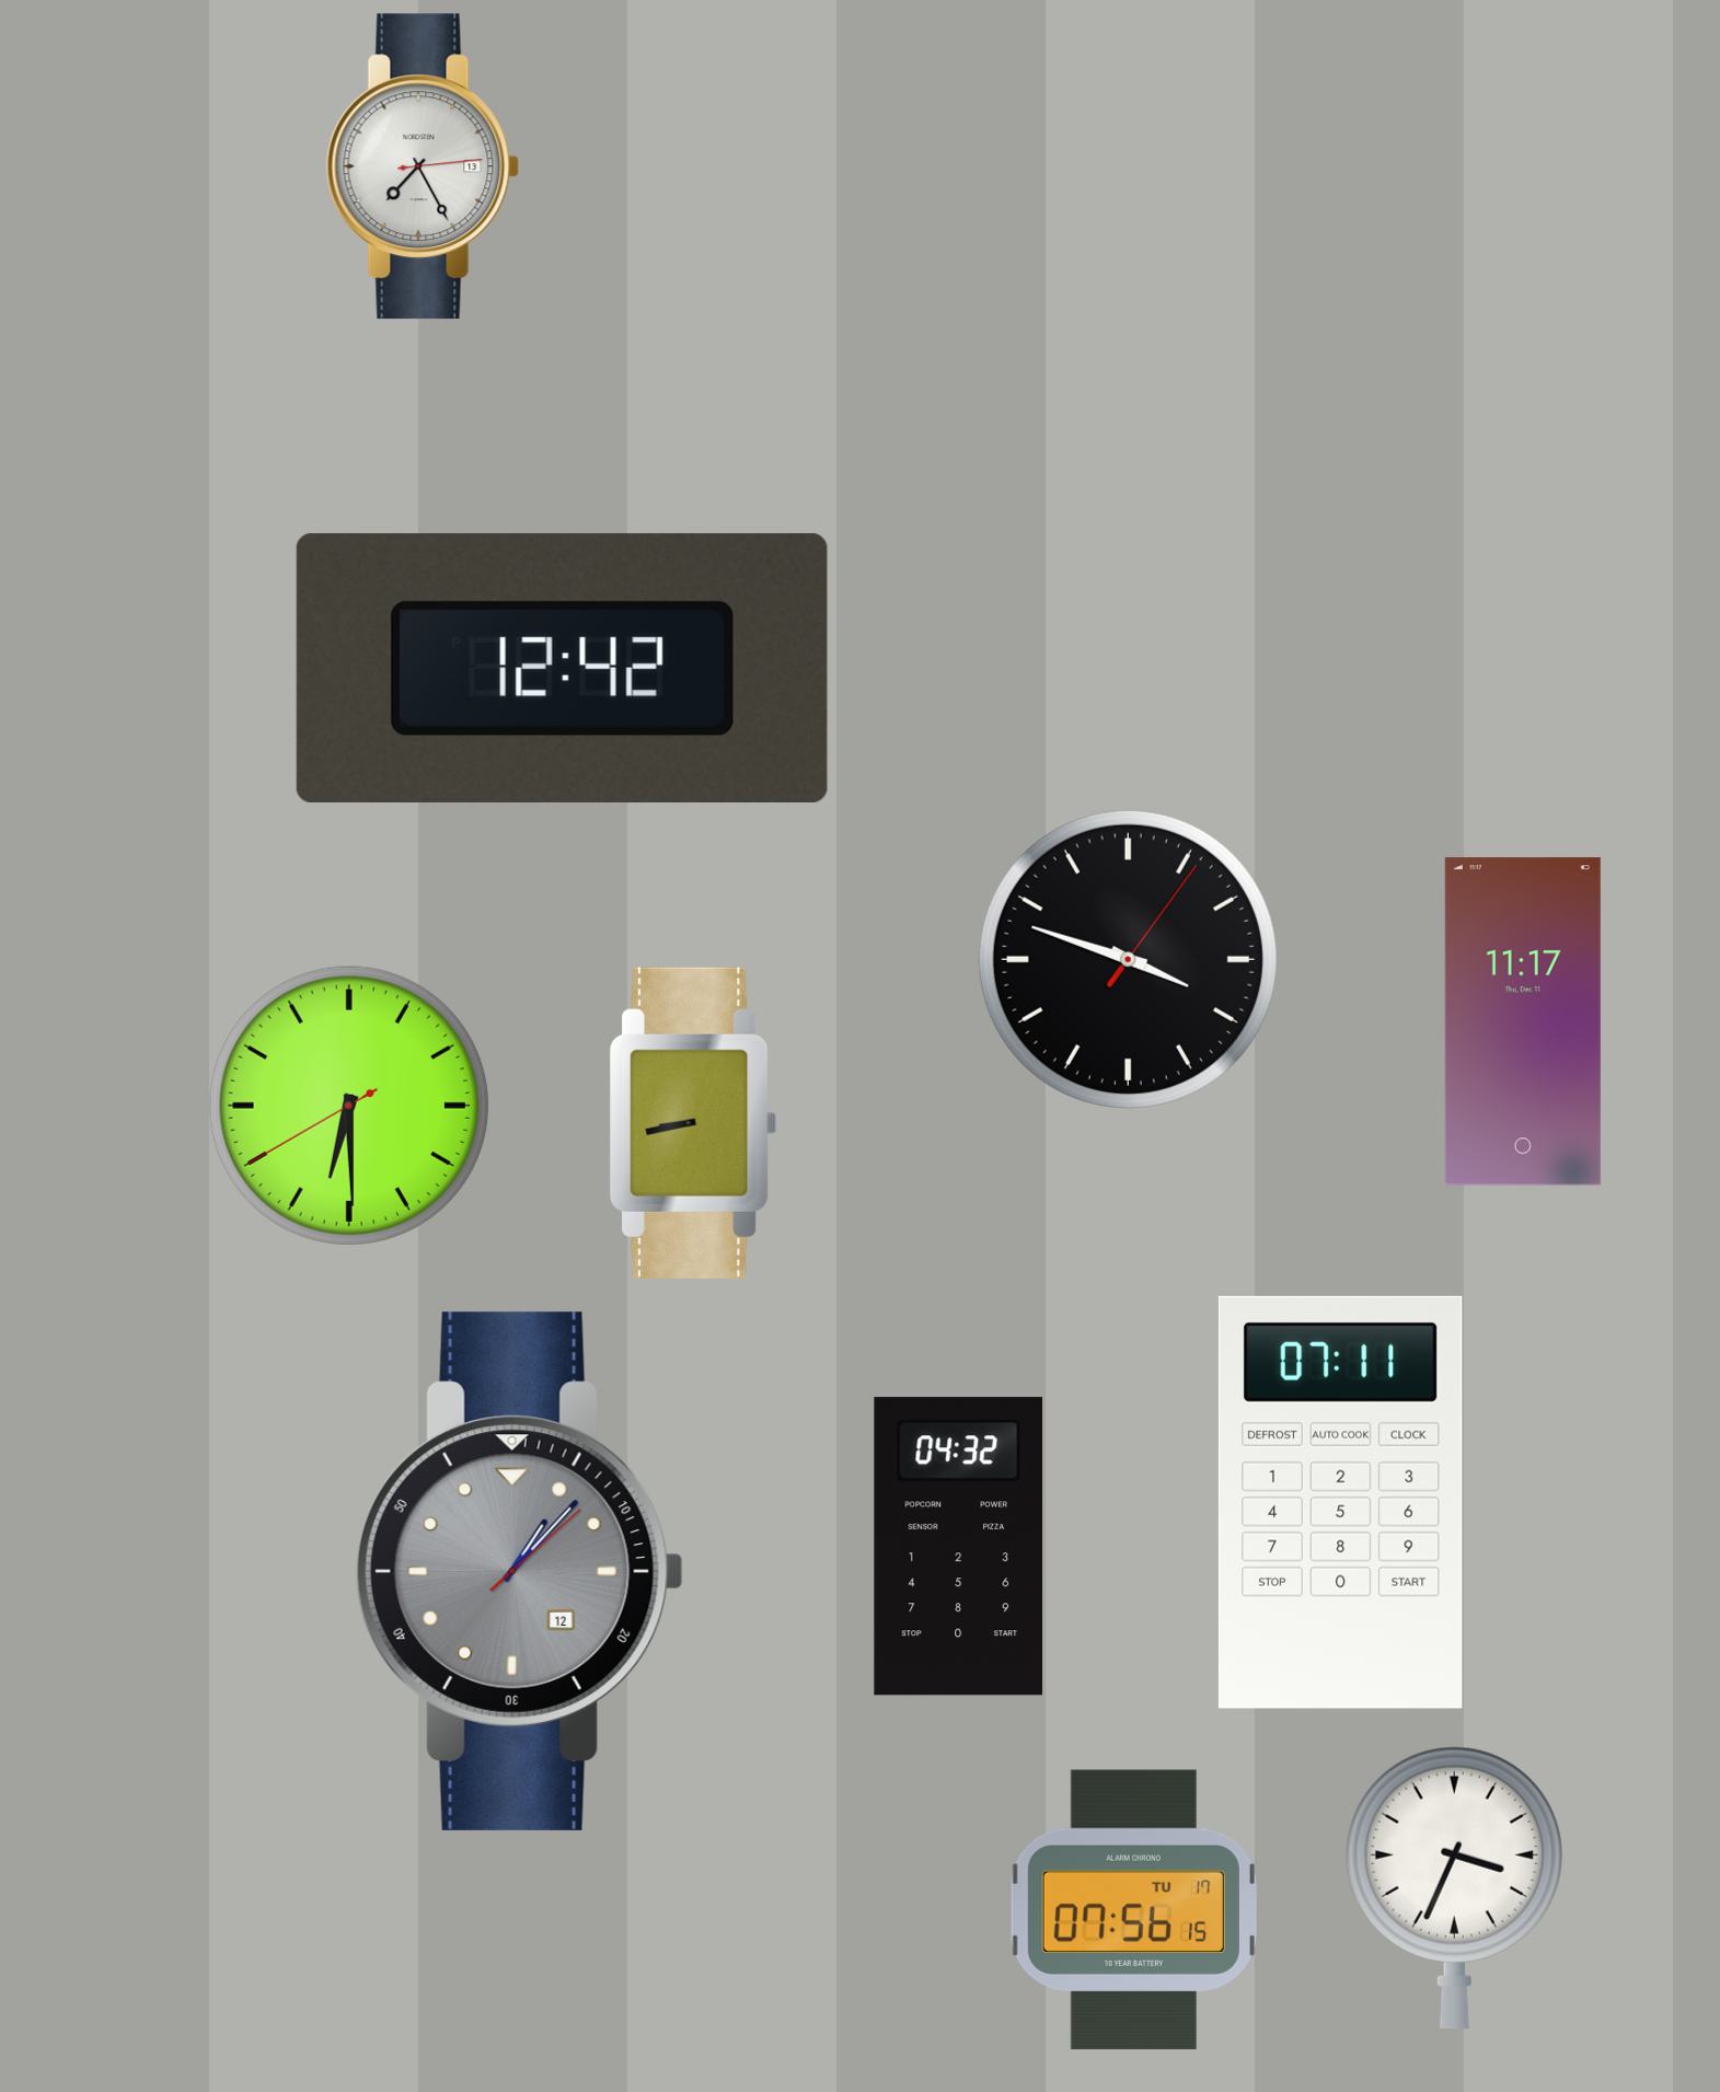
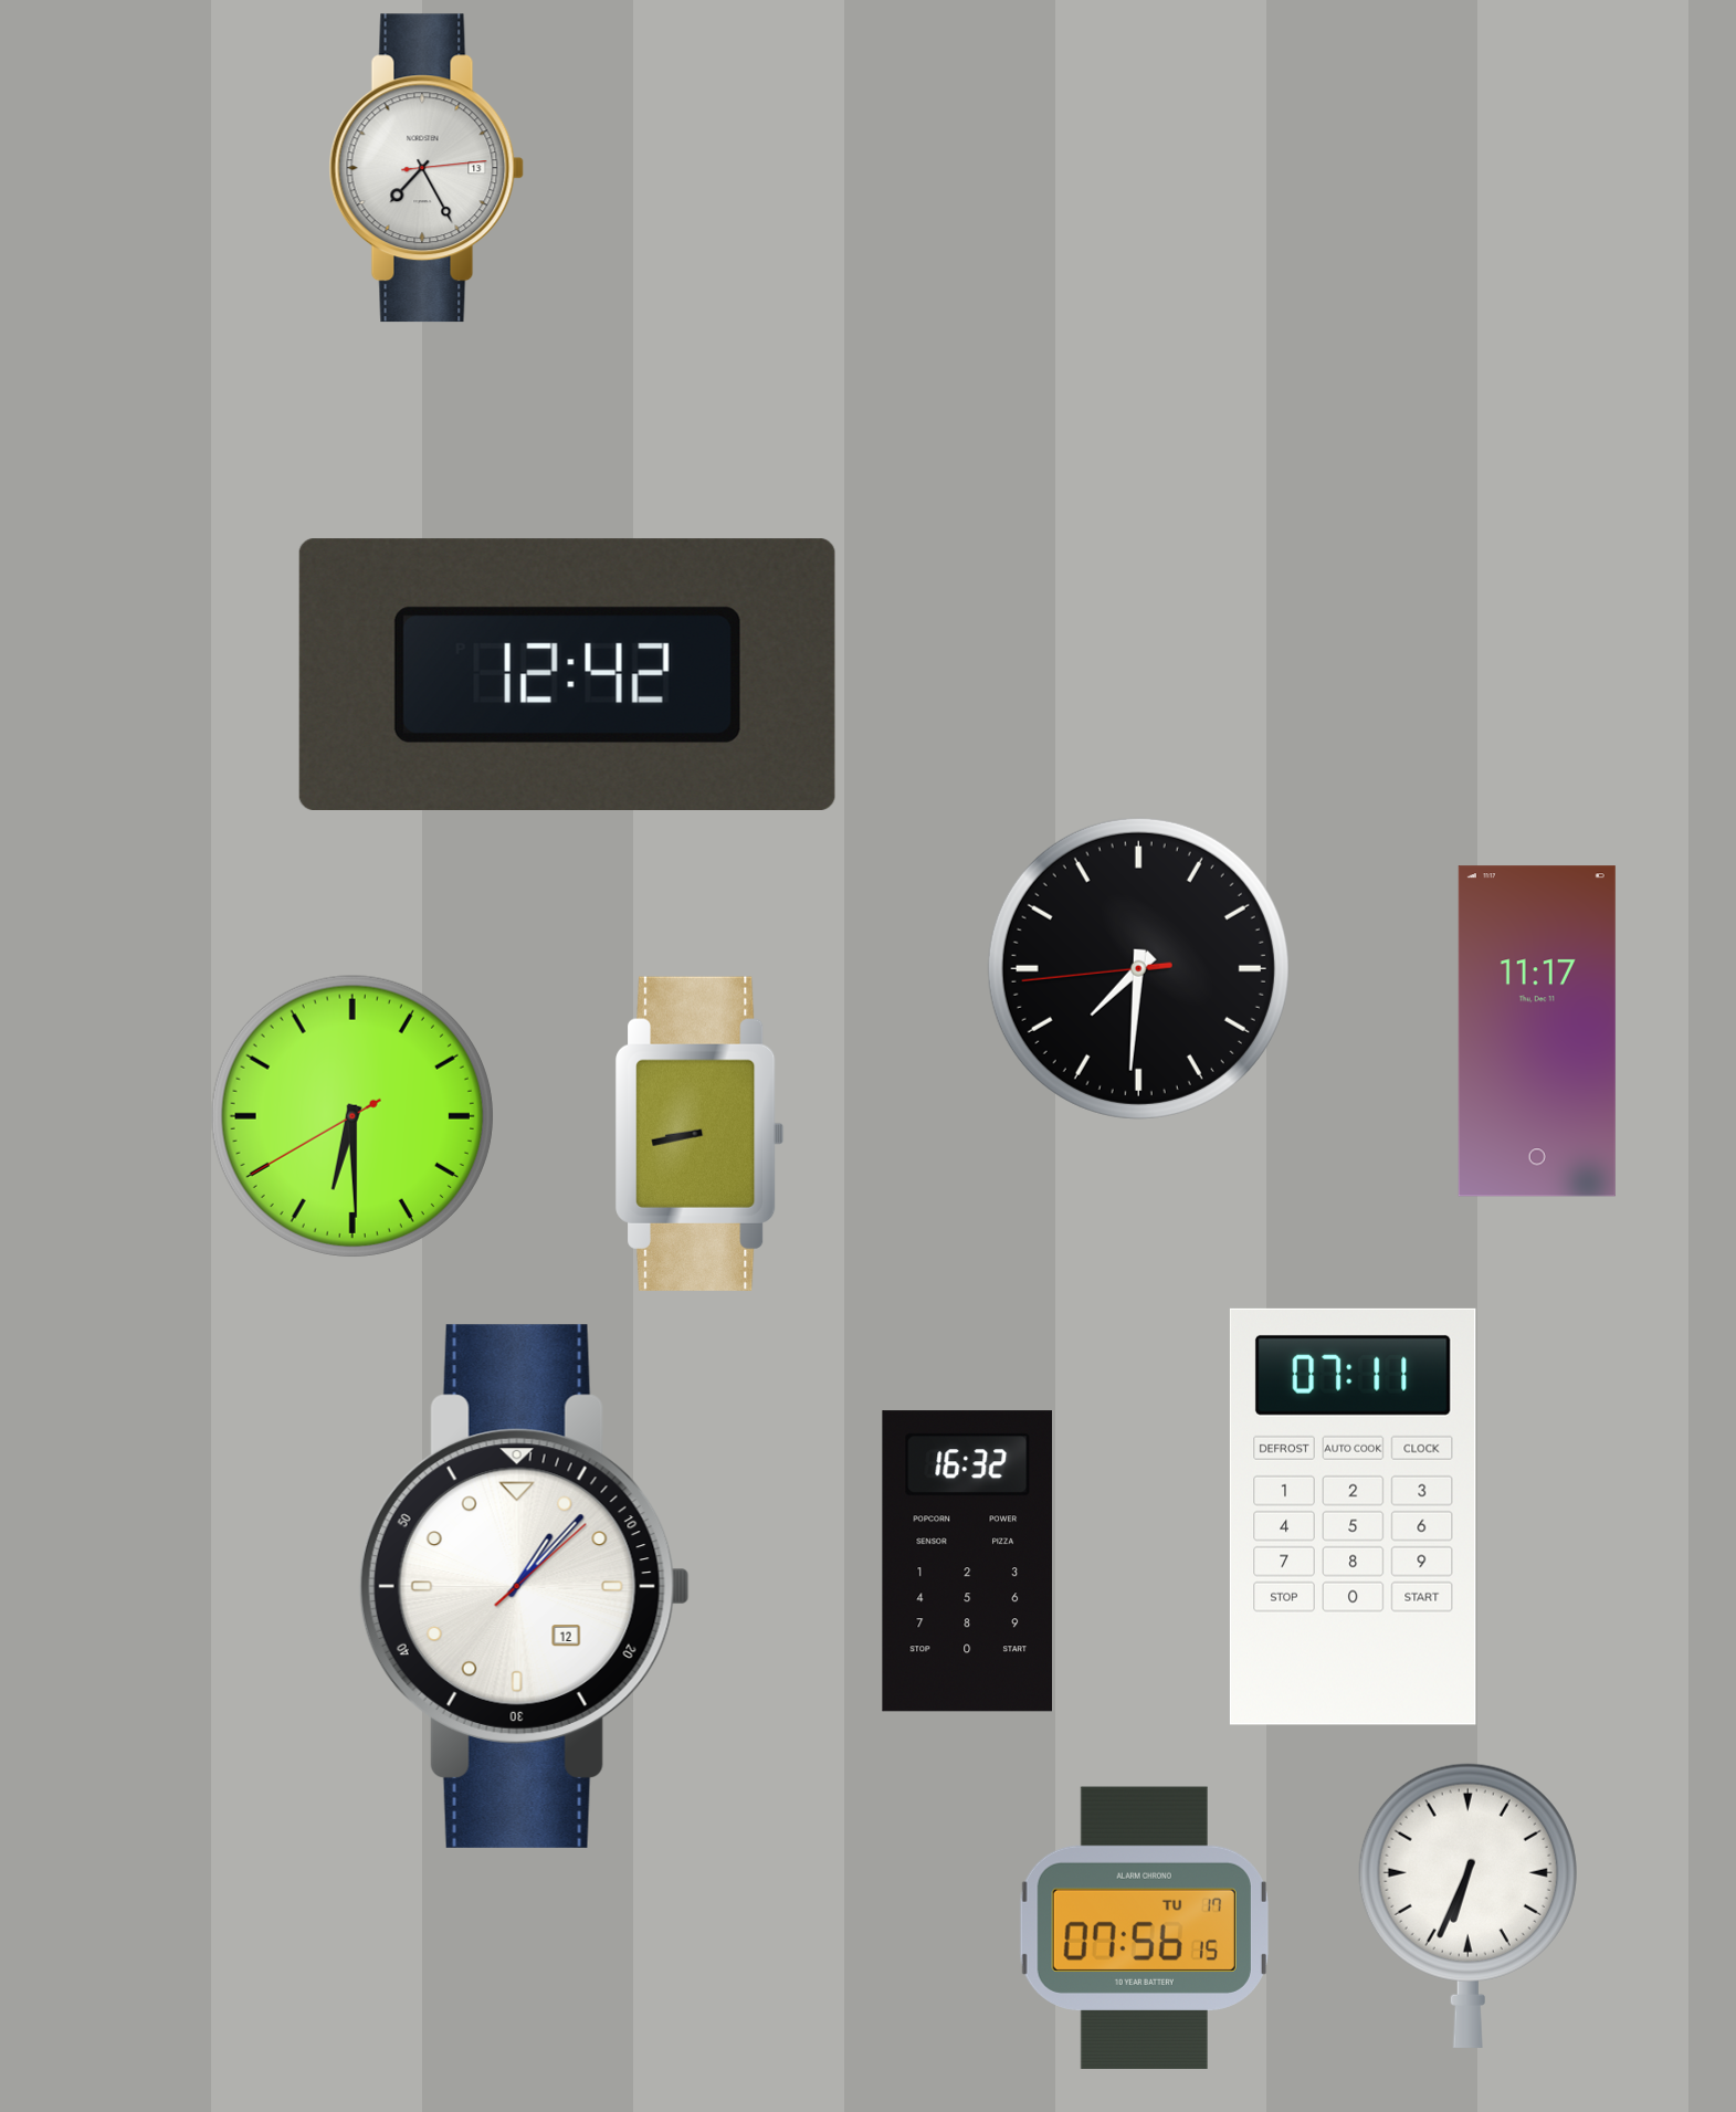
clock at (1128, 959): 3:48 -> 7:30
clock at (958, 1547): 04:32 -> 16:32
clock at (519, 1571) dial: grey -> white
clock at (1454, 1887): 3:34 -> 6:34
